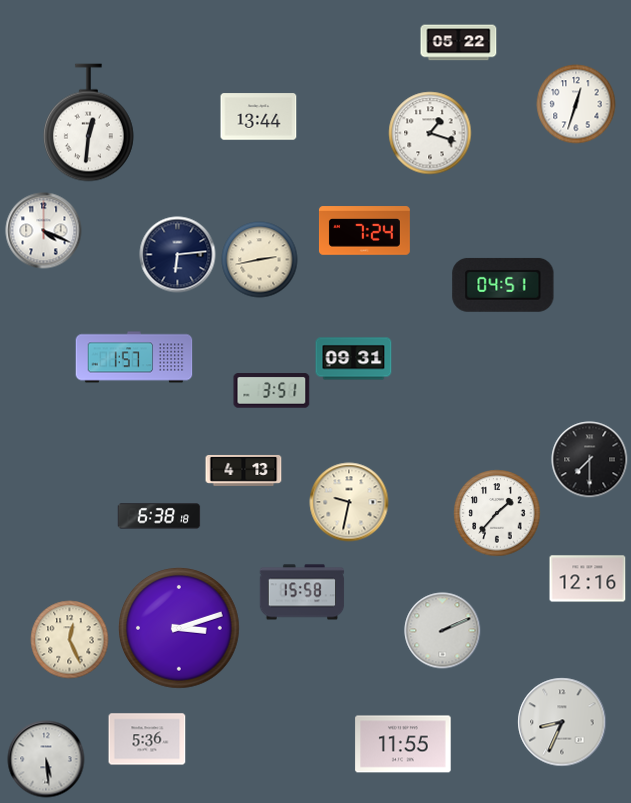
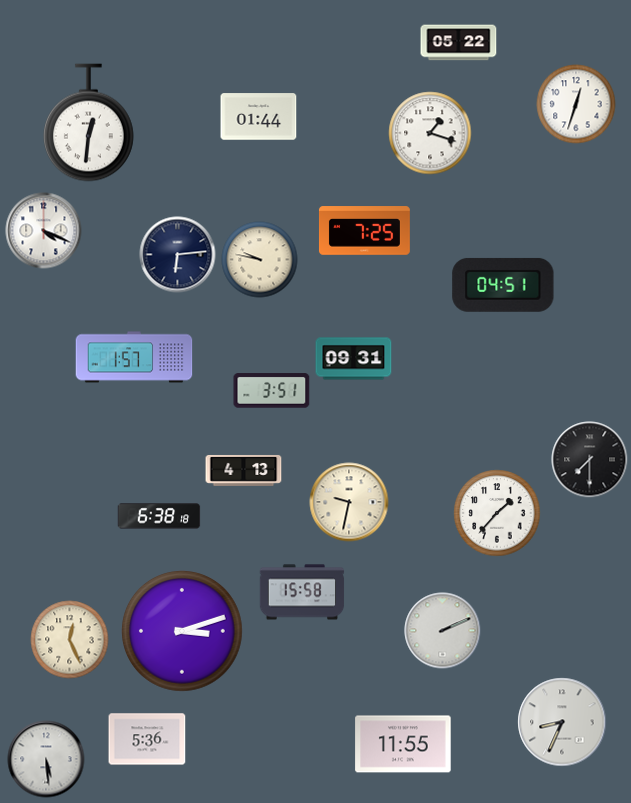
clock at (259, 117): 13:44 -> 01:44
clock at (364, 231): 7:24 -> 7:25
clock at (260, 260): 2:43 -> 9:47
clock at (588, 579): 12:16 -> none
clock at (180, 628) position: (180, 628) -> (183, 631)
